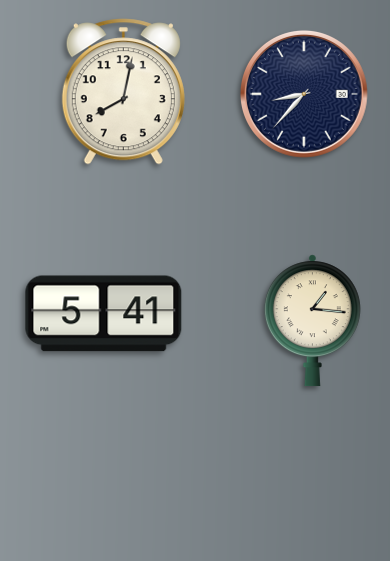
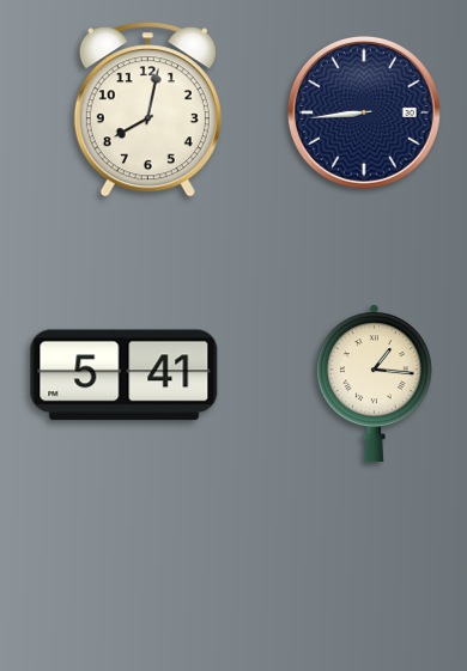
clock at (304, 94): 8:37 -> 8:44
